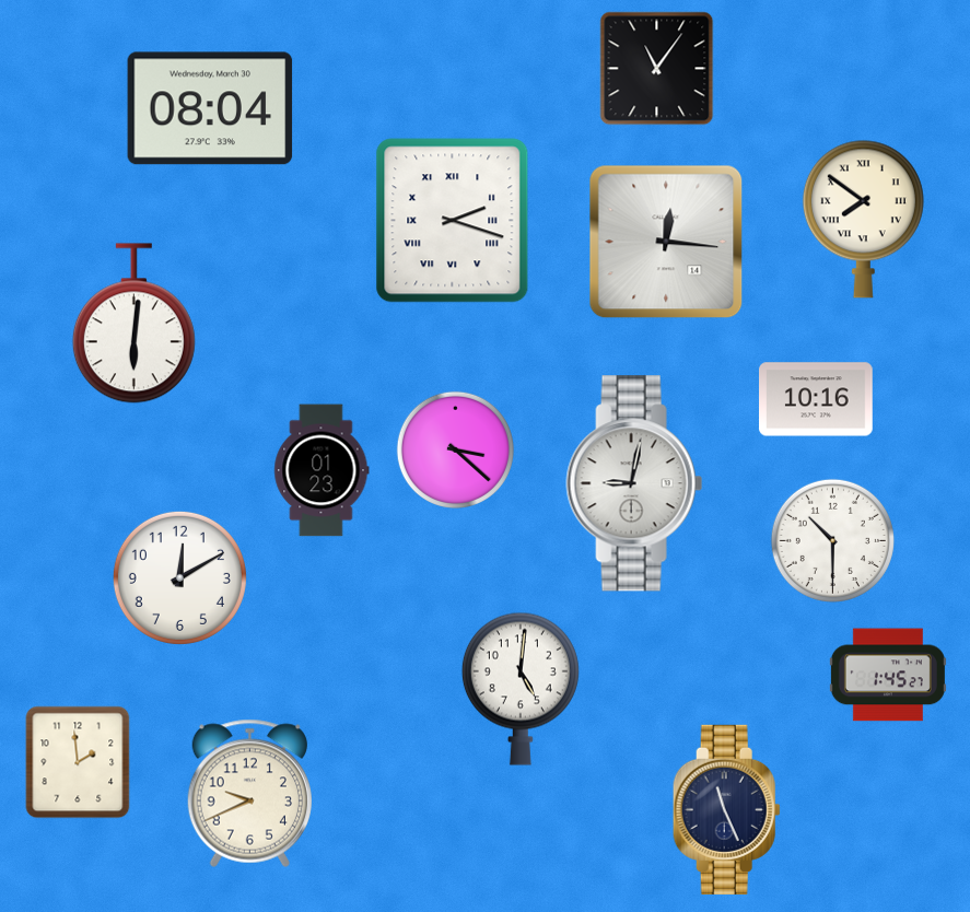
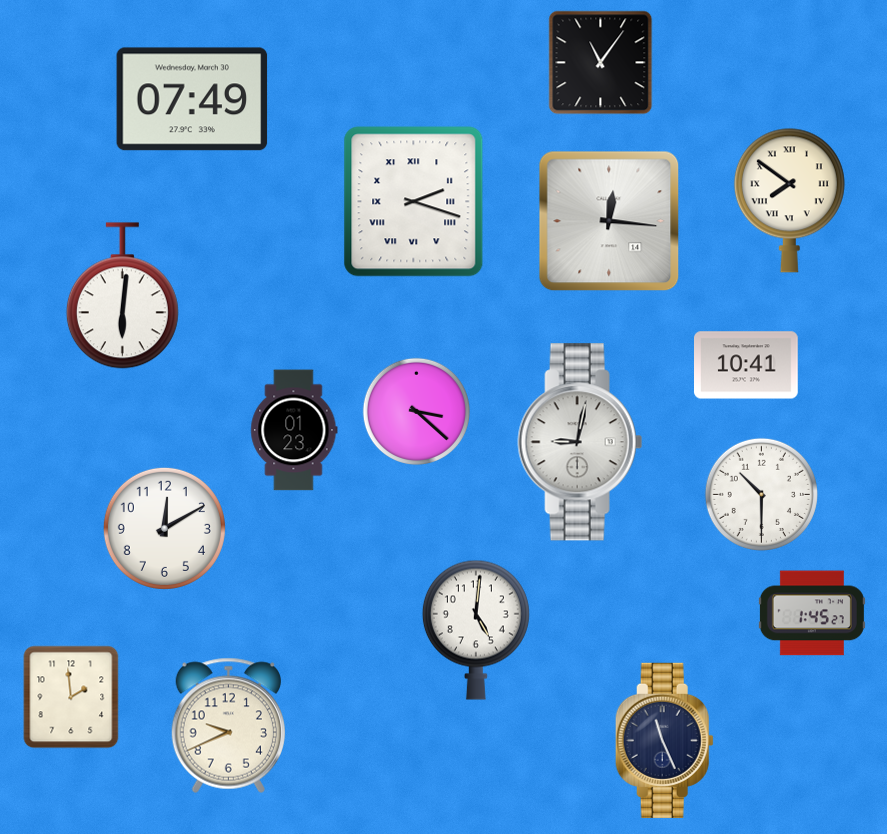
clock at (210, 108): 08:04 -> 07:49
clock at (817, 399): 10:16 -> 10:41
clock at (888, 675) position: (888, 675) -> (812, 613)
